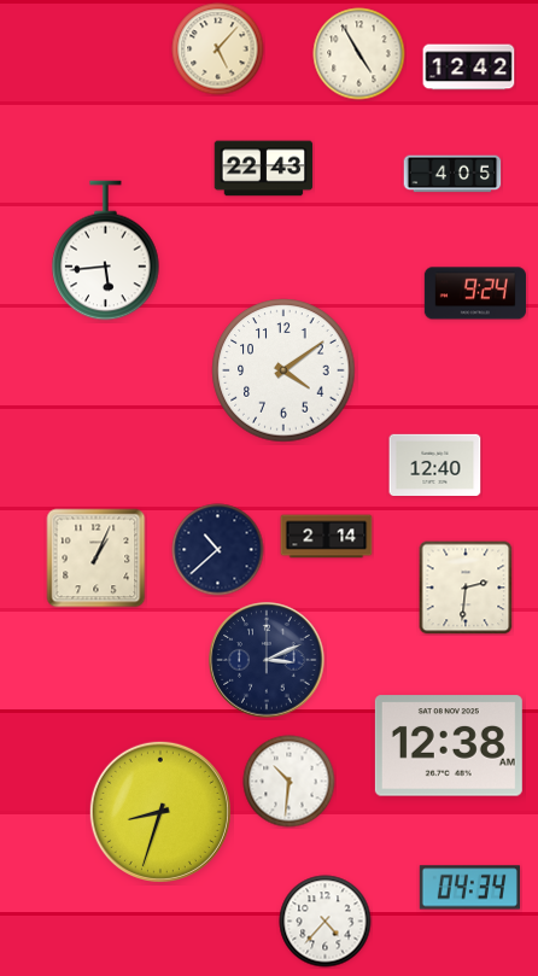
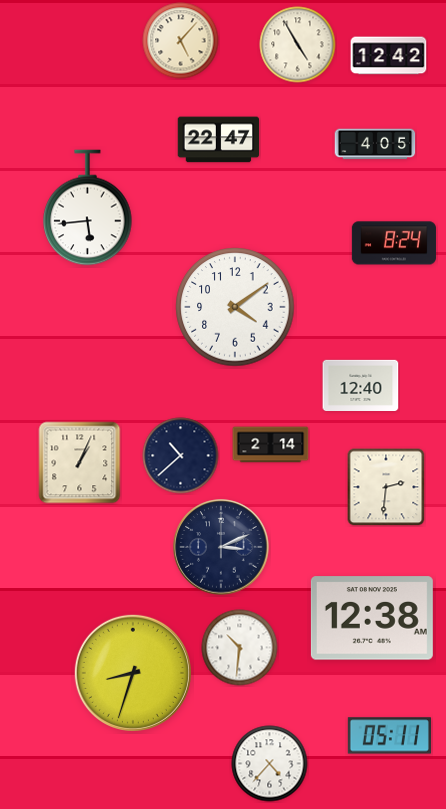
clock at (264, 169): 22:43 -> 22:47
clock at (475, 293): 9:24 -> 8:24
clock at (469, 888): 04:34 -> 05:11
